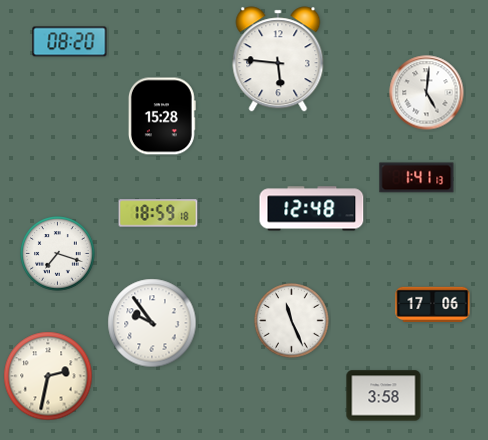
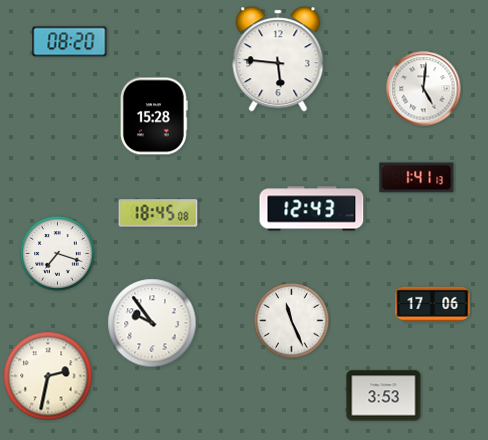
clock at (427, 93) position: (427, 93) -> (424, 89)
clock at (162, 116) position: (162, 116) -> (154, 116)
clock at (312, 209): 12:48 -> 12:43
clock at (158, 213): 18:59 -> 18:45
clock at (384, 396): 3:58 -> 3:53
